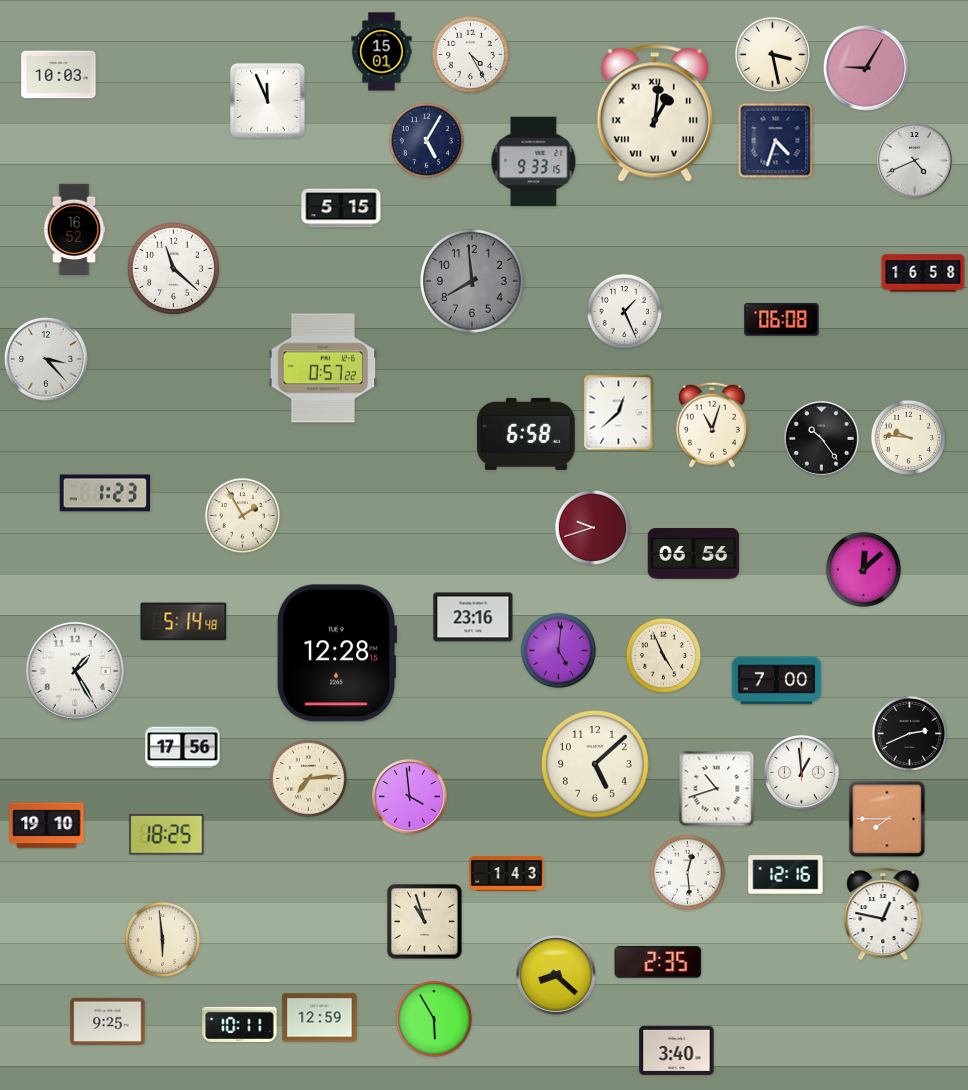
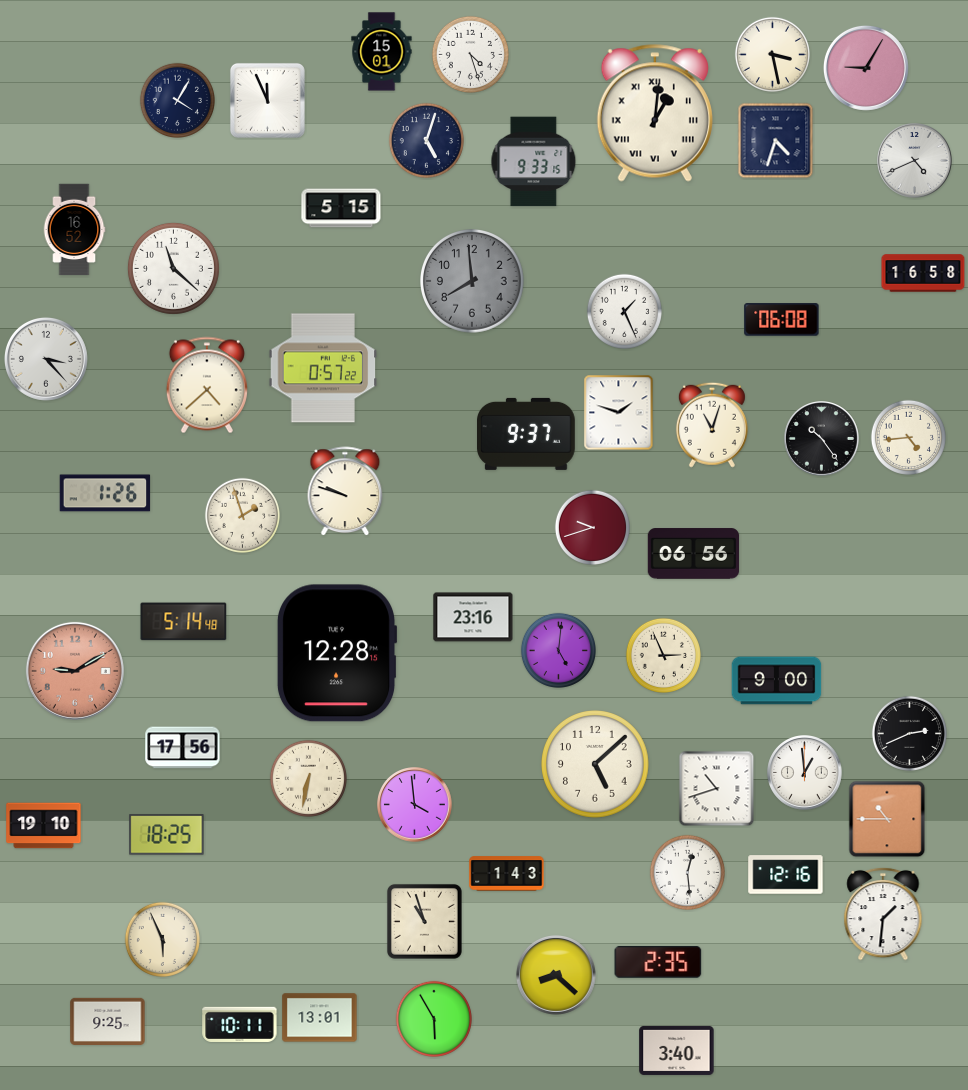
clock at (470, 54): 4:25 -> 4:27
clock at (59, 75): 10:03 -> none
clock at (177, 100): none -> 4:05
clock at (426, 140): 5:05 -> 5:03
clock at (207, 385): none -> 4:38
clock at (619, 413): 12:38 -> 1:48
clock at (527, 434): 6:58 -> 9:37
clock at (908, 437): 9:46 -> 4:44
clock at (345, 492): none -> 9:48
clock at (105, 493): 1:23 -> 1:26
clock at (242, 515): 1:55 -> 1:57
clock at (863, 569): 12:08 -> none
clock at (663, 655): 4:56 -> 2:56
clock at (75, 671): 1:25 -> 9:10
clock at (75, 671) dial: white -> salmon
clock at (777, 681): 7:00 -> 9:00
clock at (802, 773) position: (802, 773) -> (805, 773)
clock at (308, 778): 7:14 -> 6:32
clock at (410, 797) position: (410, 797) -> (415, 805)
clock at (887, 819): 7:45 -> 10:45
clock at (47, 826) position: (47, 826) -> (44, 826)
clock at (883, 914): 12:47 -> 1:31
clock at (162, 939): 5:59 -> 5:56
clock at (320, 1018): 12:59 -> 13:01
